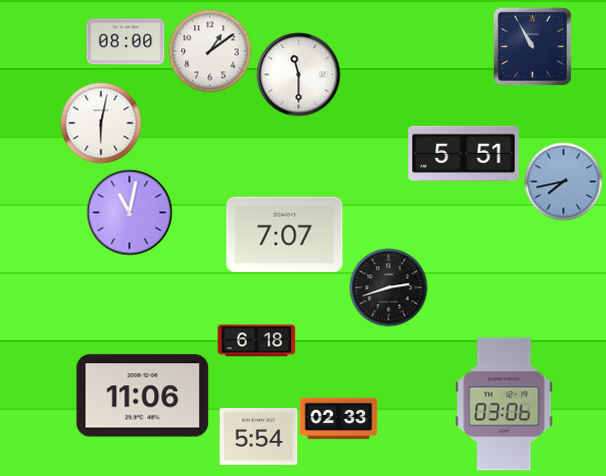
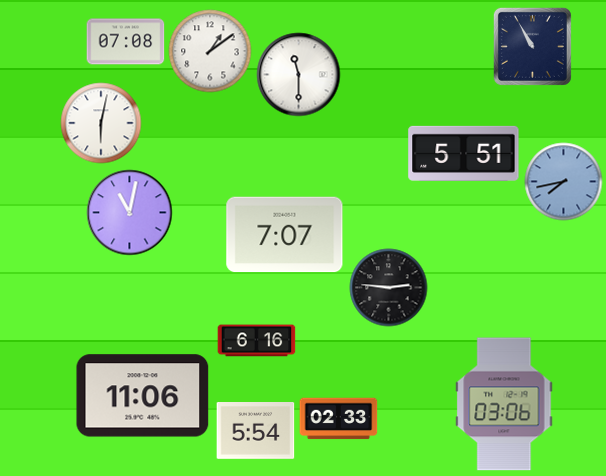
clock at (125, 42): 08:00 -> 07:08
clock at (388, 287): 2:42 -> 2:46
clock at (256, 341): 6:18 -> 6:16
clock at (258, 437) position: (258, 437) -> (255, 431)
